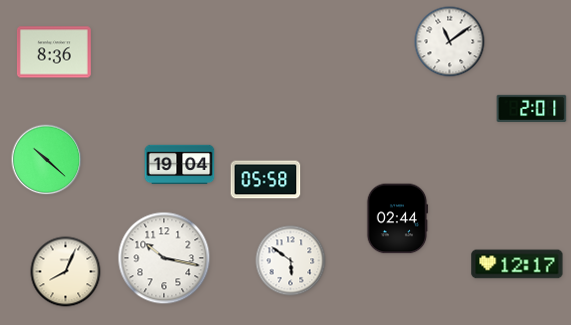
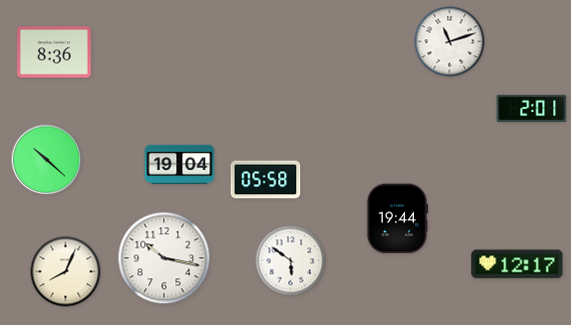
clock at (450, 42): 11:09 -> 11:12
clock at (397, 219): 02:44 -> 19:44
